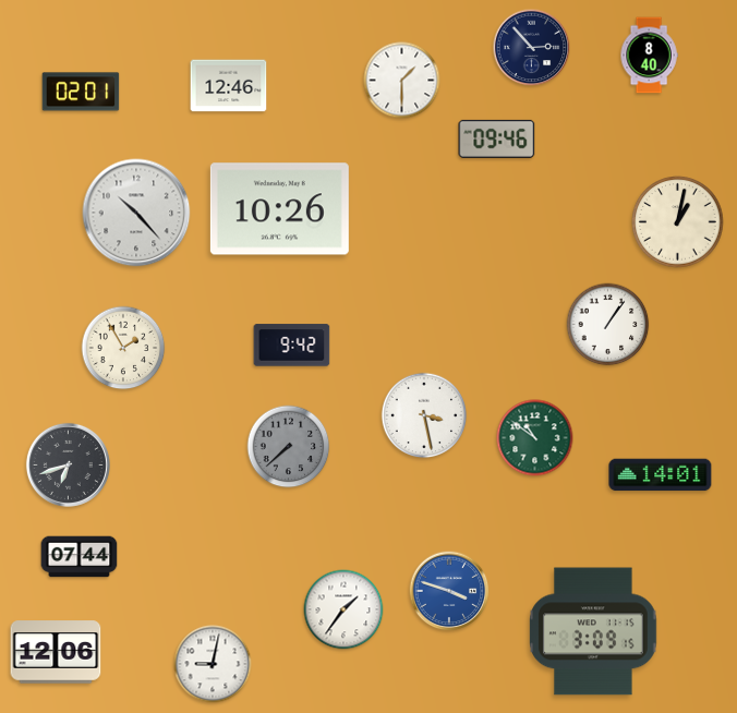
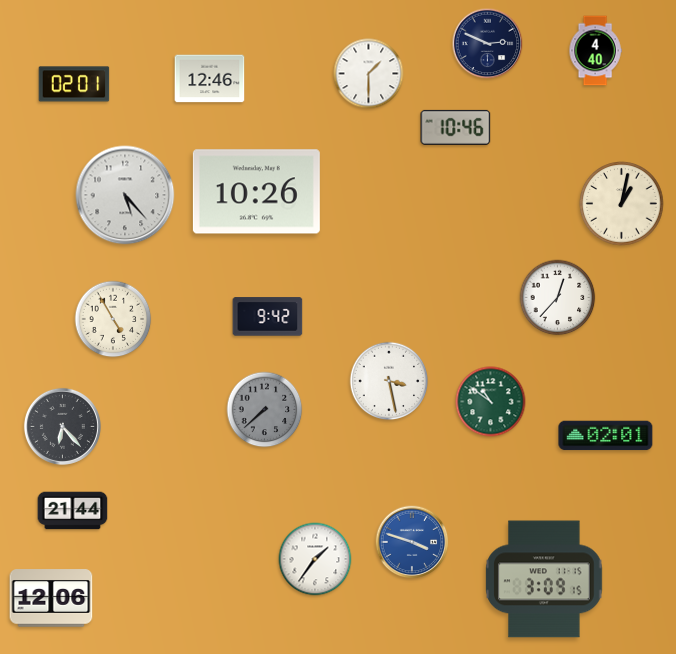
clock at (532, 48): 2:53 -> 2:49
clock at (649, 56): 8:40 -> 4:40
clock at (497, 138): 09:46 -> 10:46
clock at (136, 213): 10:23 -> 5:23
clock at (608, 325): 1:06 -> 12:37
clock at (123, 348): 1:55 -> 4:55
clock at (68, 464): 6:42 -> 6:23
clock at (661, 475): 14:01 -> 02:01
clock at (80, 557): 07:44 -> 21:44
clock at (213, 664): 9:02 -> none
